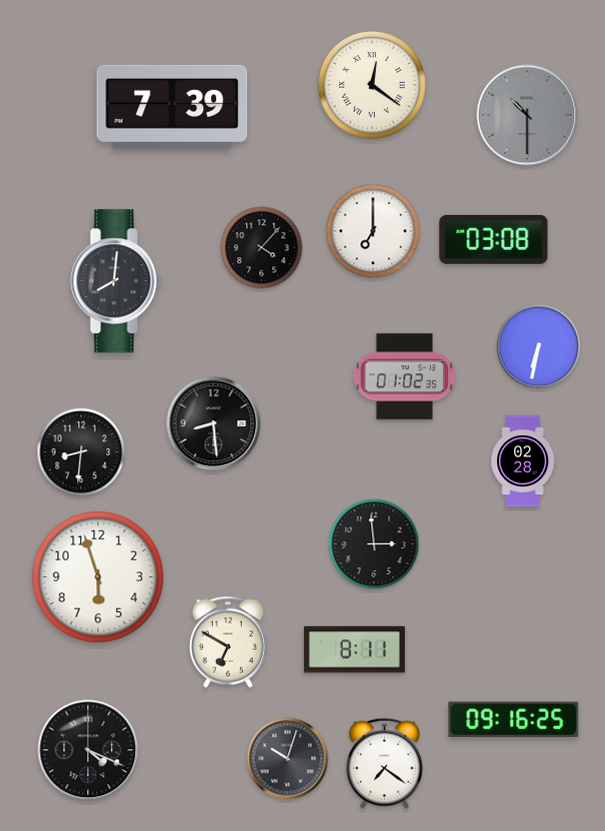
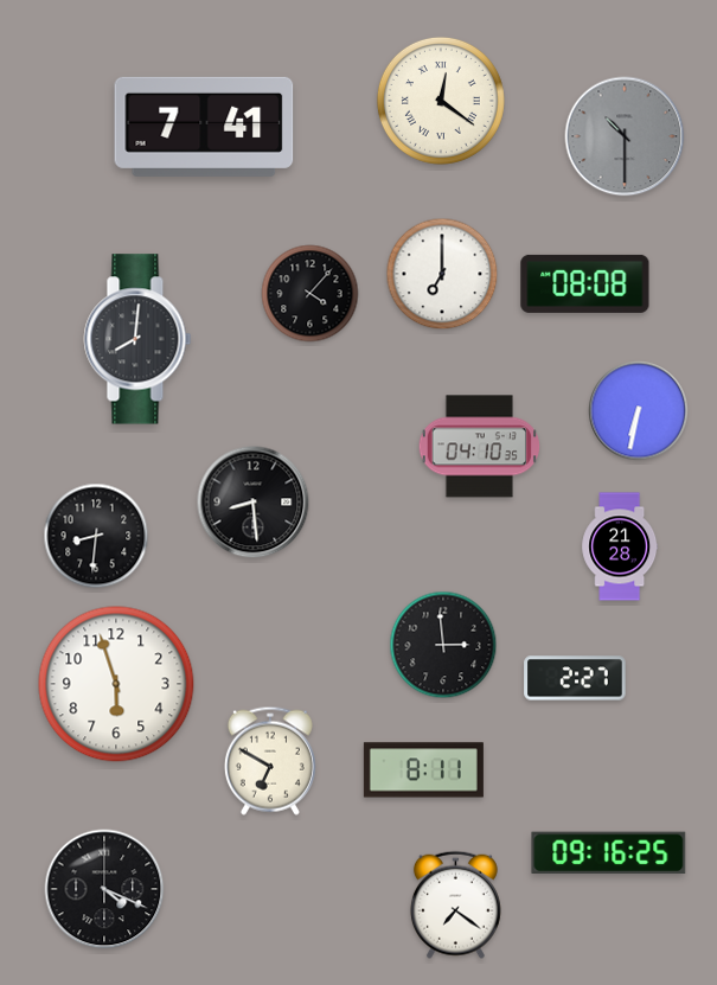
clock at (172, 107): 7:39 -> 7:41
clock at (494, 239): 03:08 -> 08:08
clock at (116, 281) position: (116, 281) -> (137, 339)
clock at (404, 377): 01:02 -> 04:10
clock at (523, 461): 02:28 -> 21:28
clock at (575, 678): none -> 2:27
clock at (354, 650) position: (354, 650) -> (423, 770)
clock at (288, 759): 10:03 -> none
